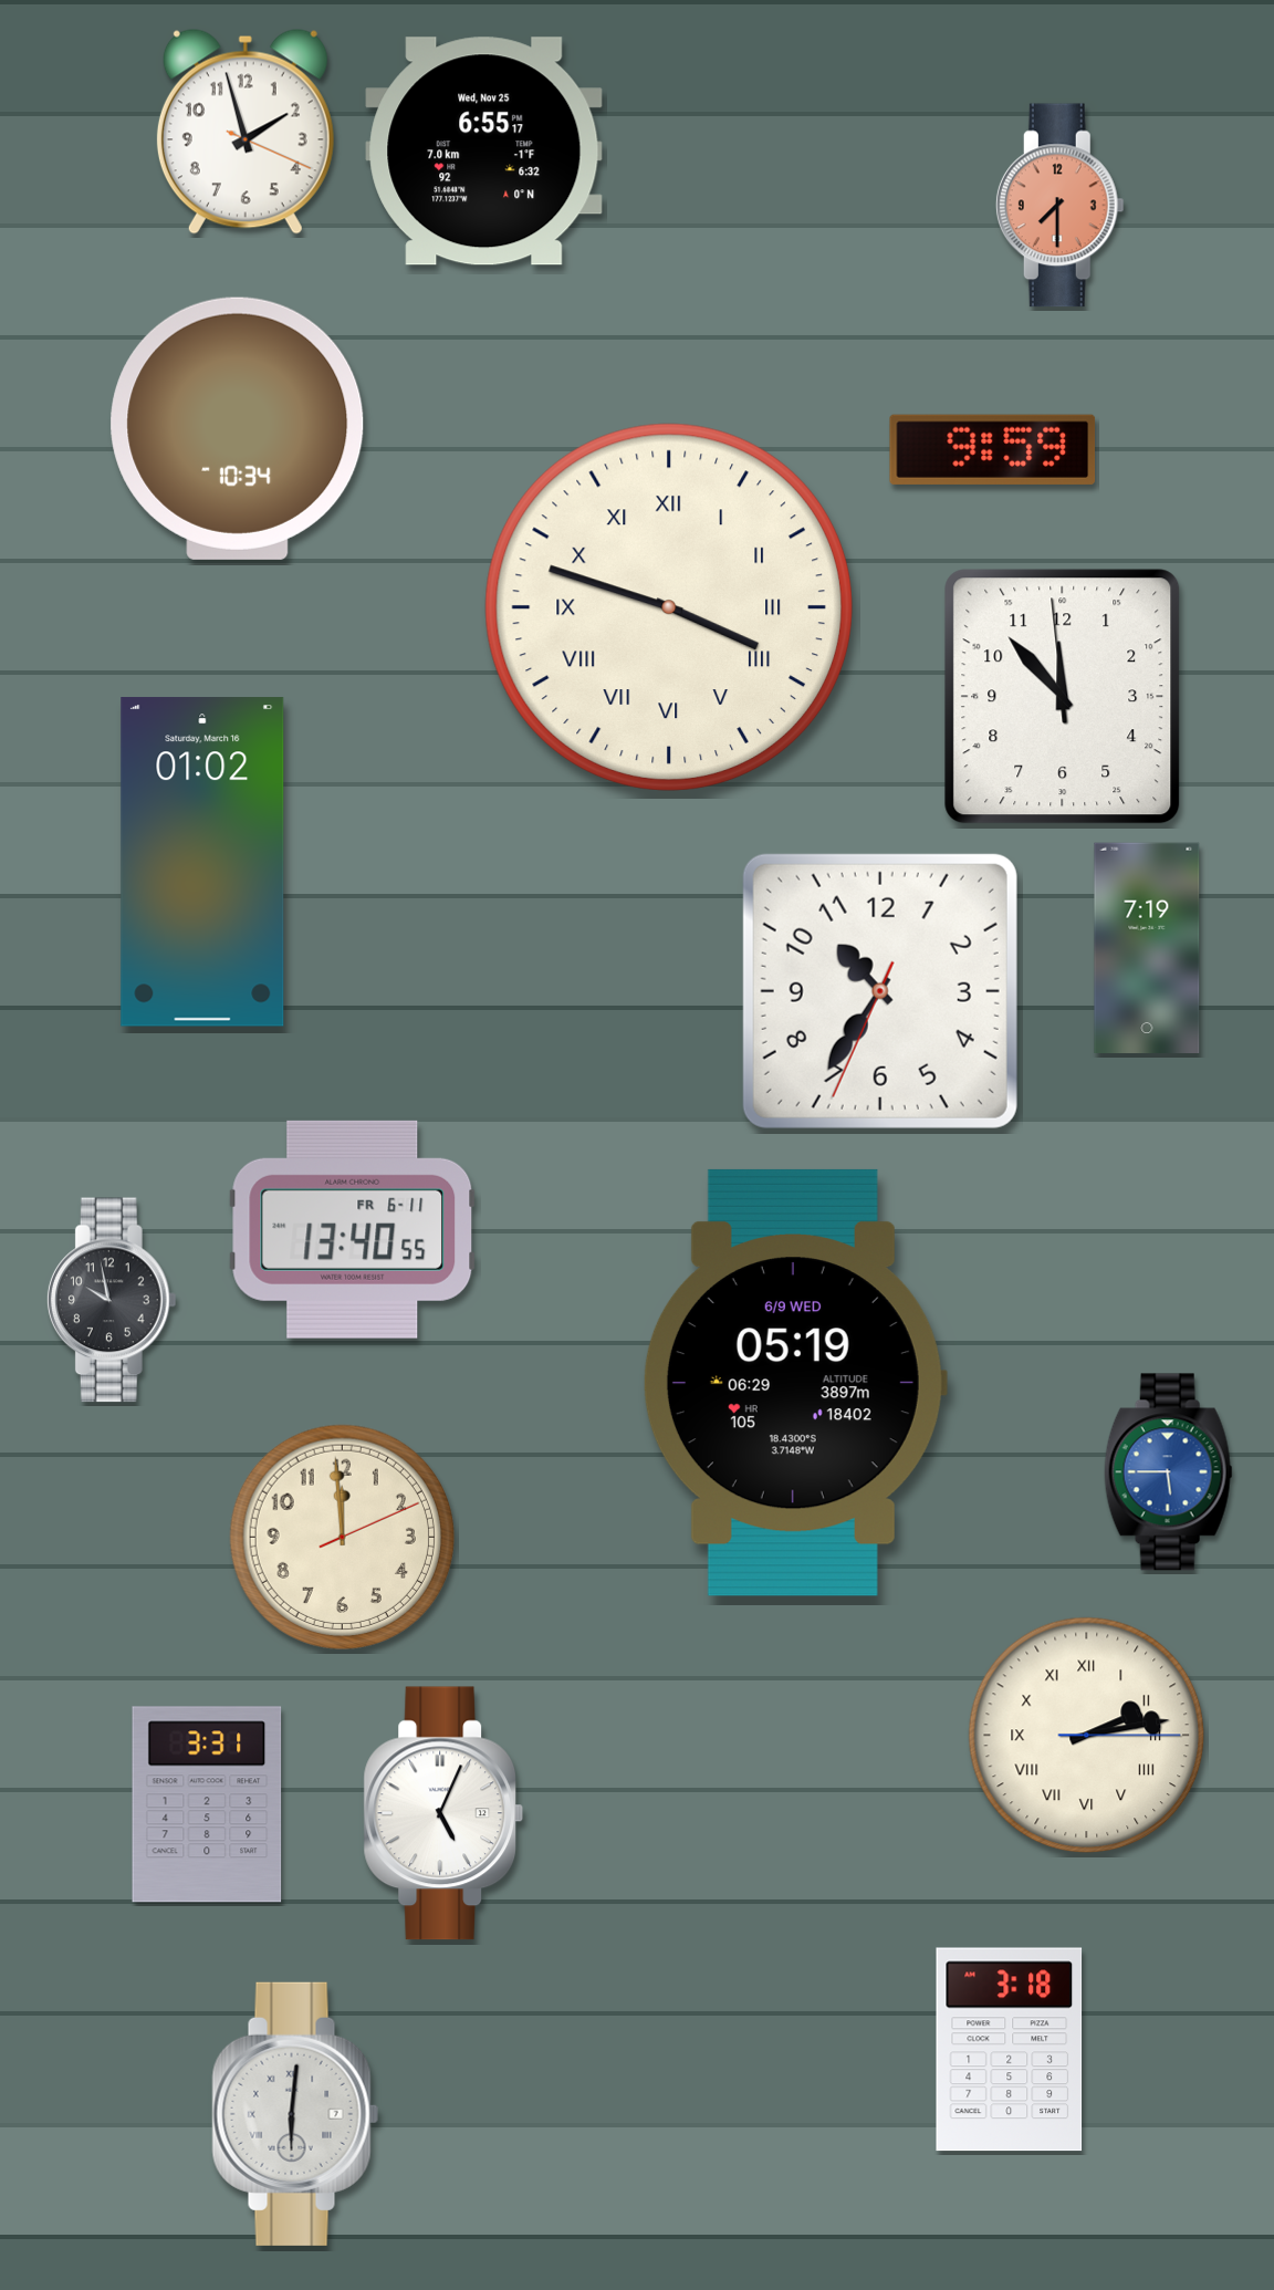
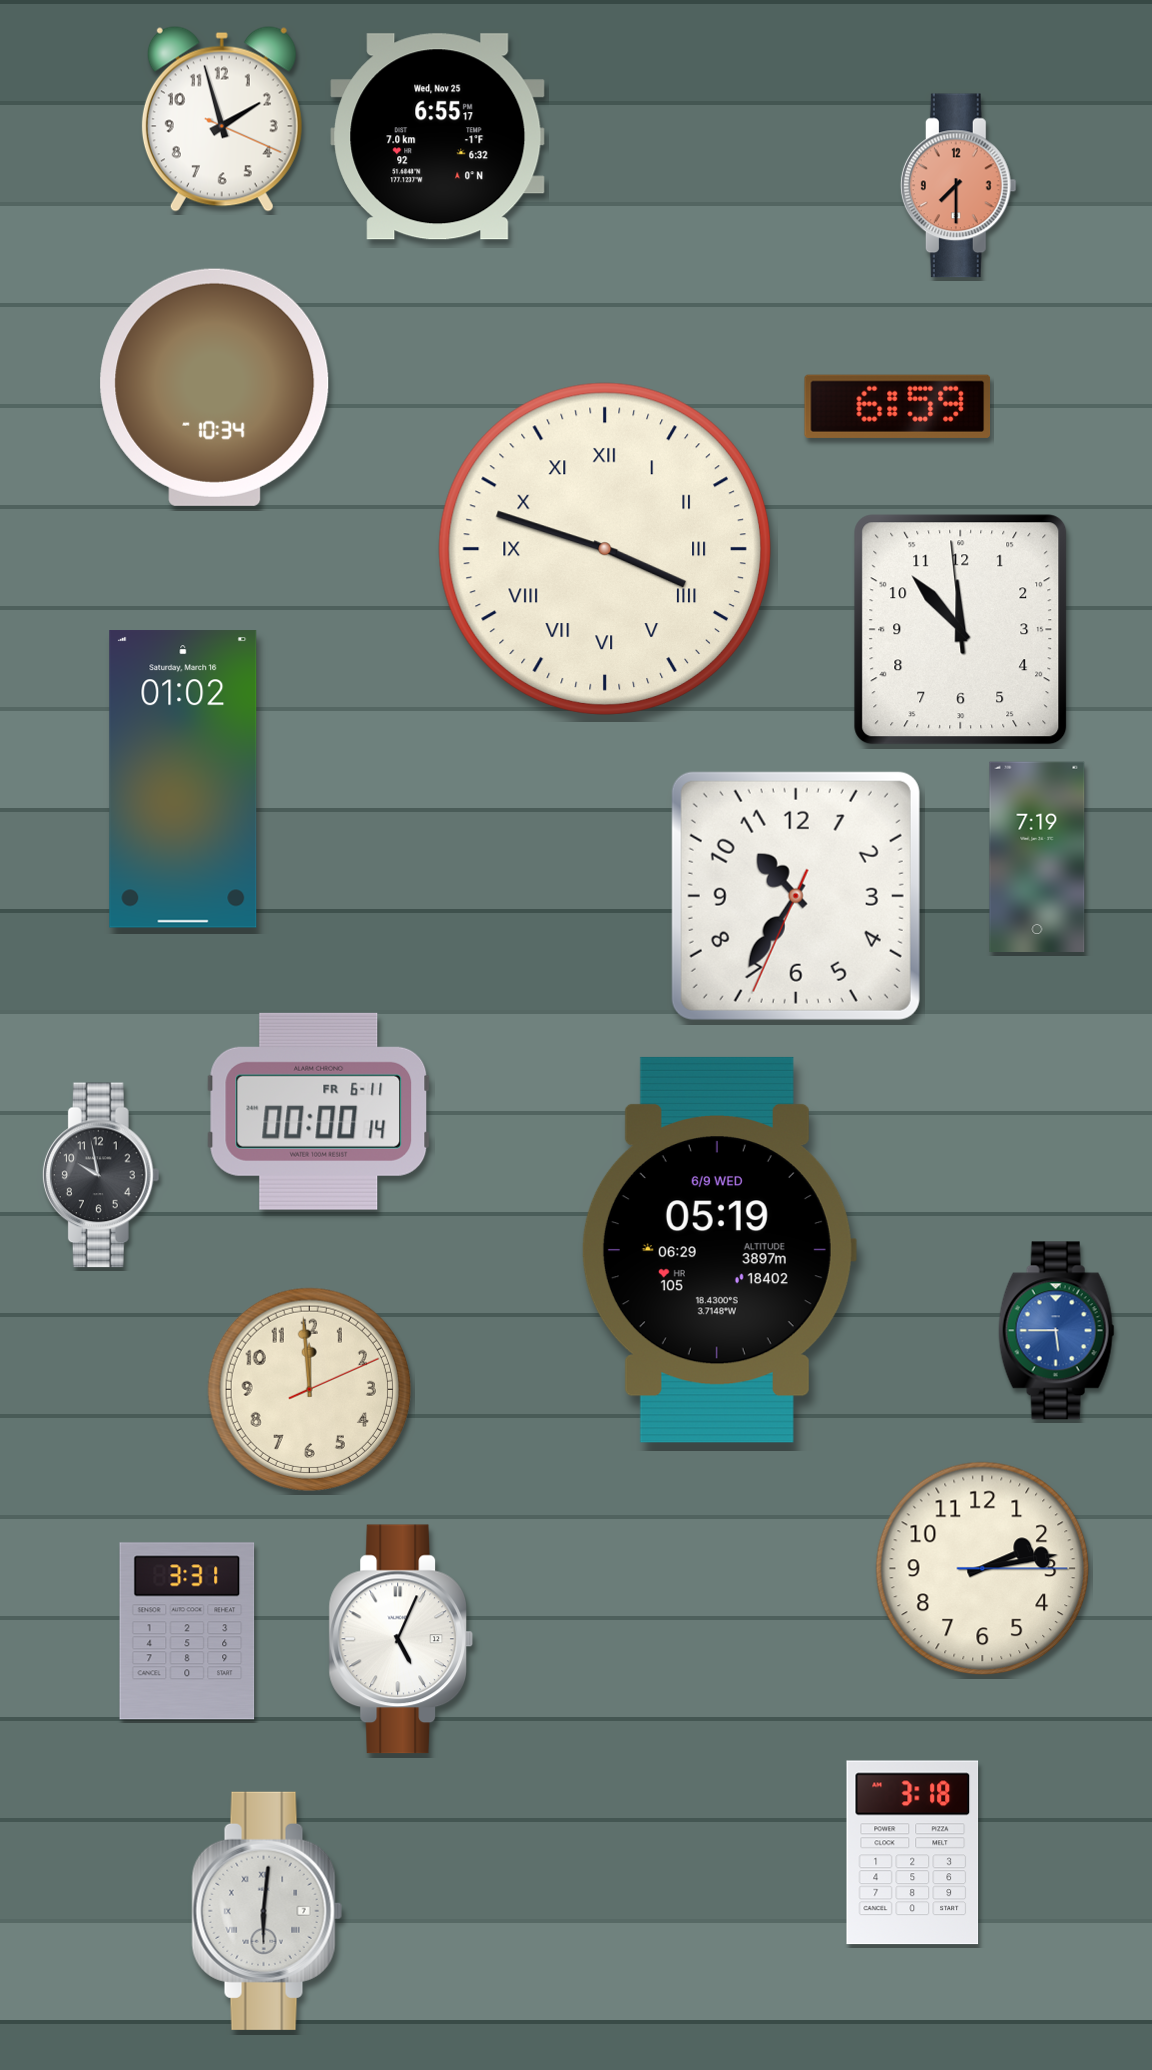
clock at (993, 449): 9:59 -> 6:59
clock at (353, 1229): 13:40 -> 00:00
clock at (1087, 1736) numerals: Roman -> Arabic
